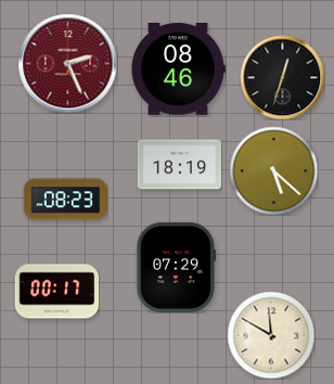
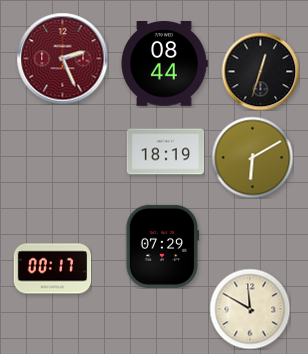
clock at (178, 69): 08:46 -> 08:44
clock at (273, 170): 5:22 -> 6:10
clock at (65, 200): 08:23 -> none
